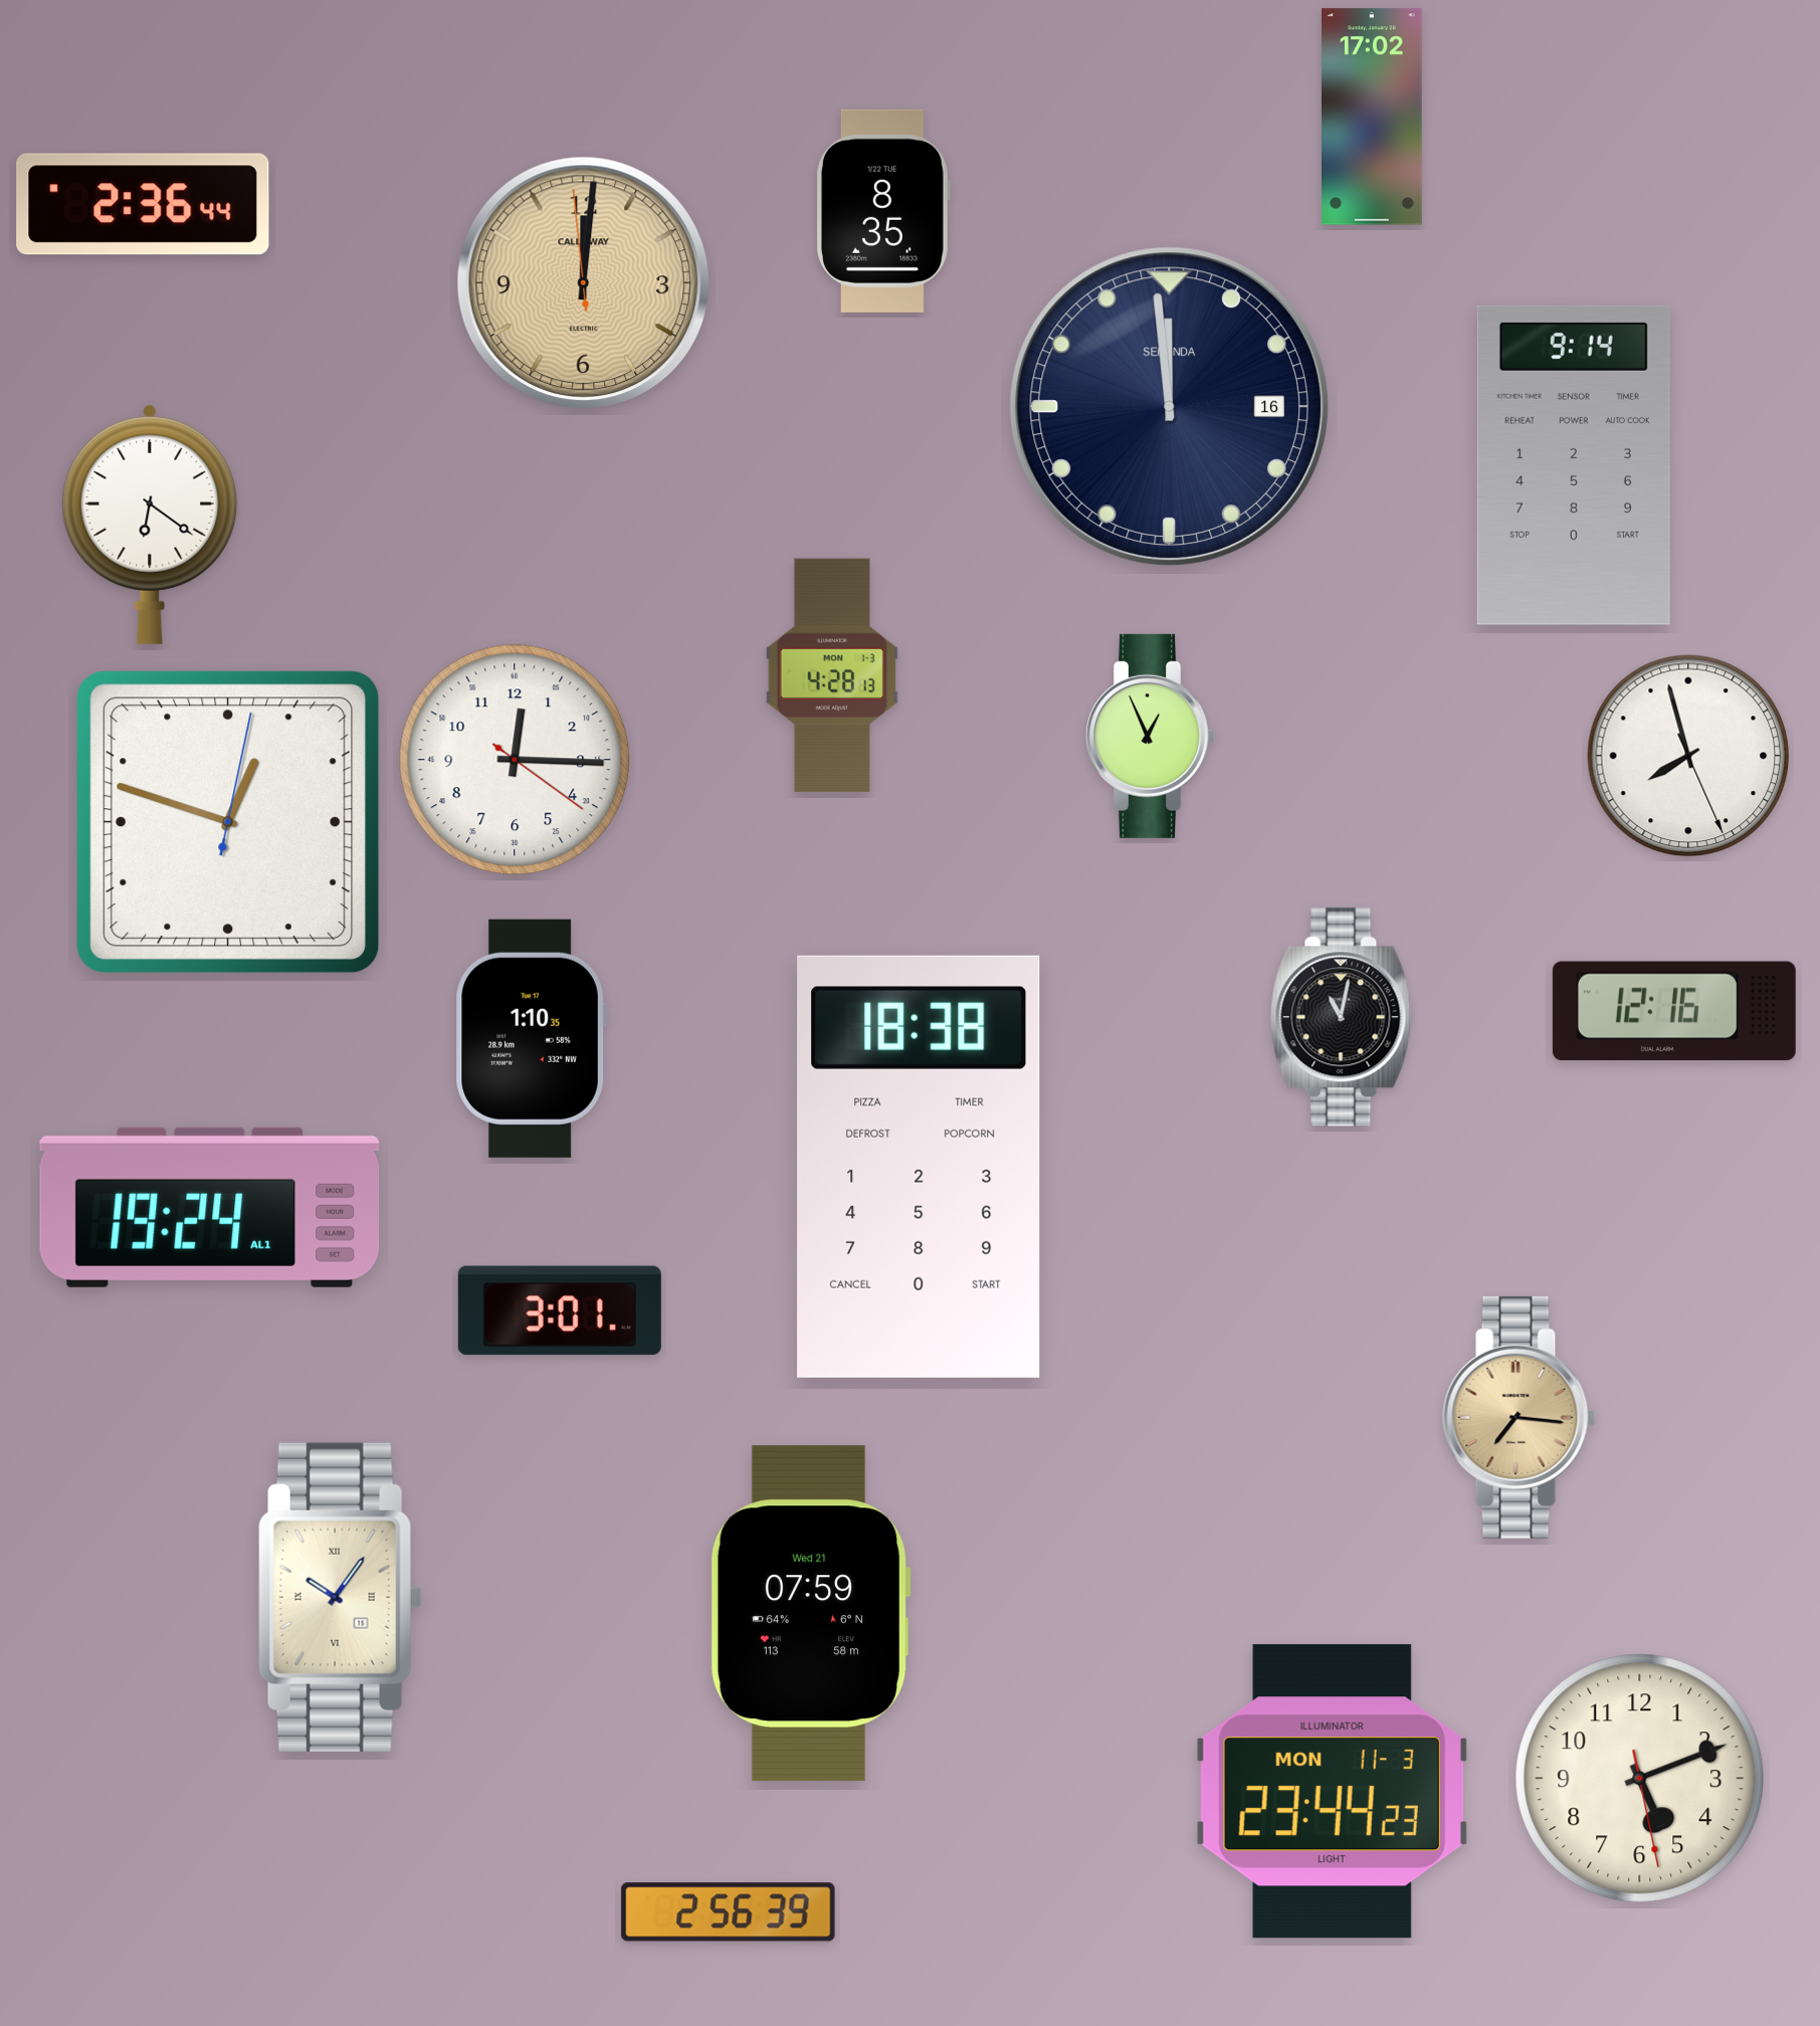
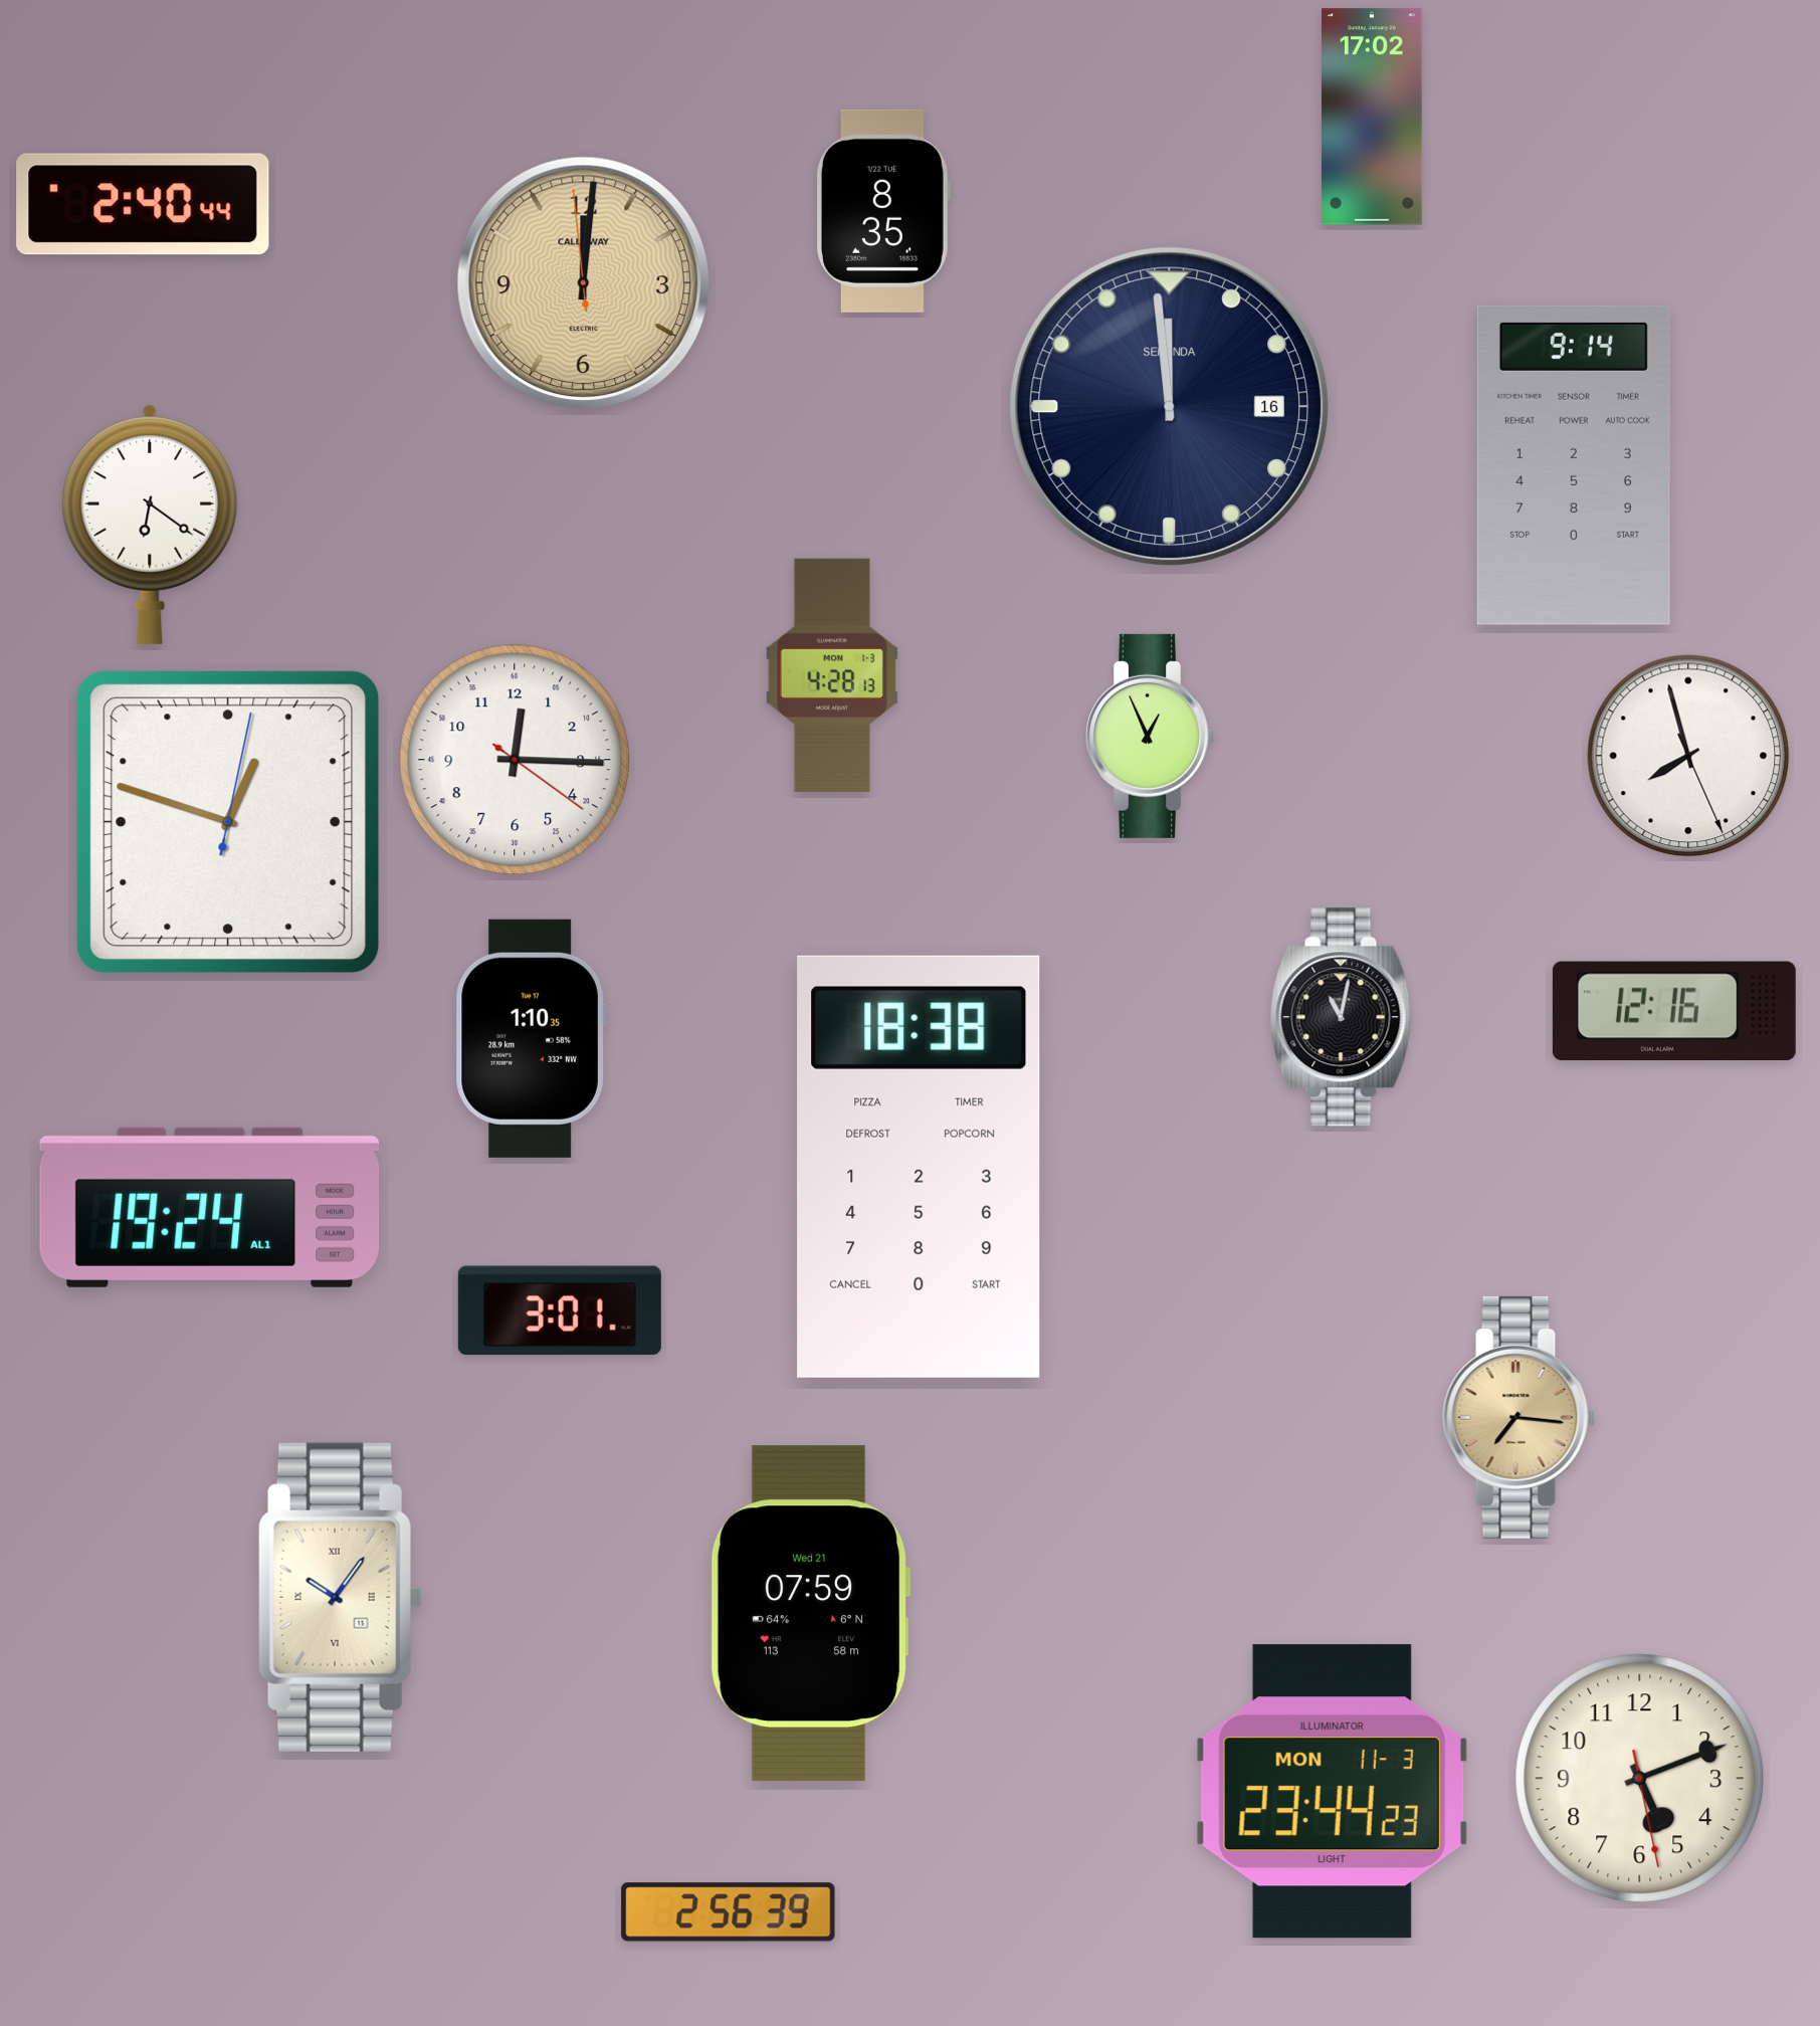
clock at (143, 204): 2:36 -> 2:40
